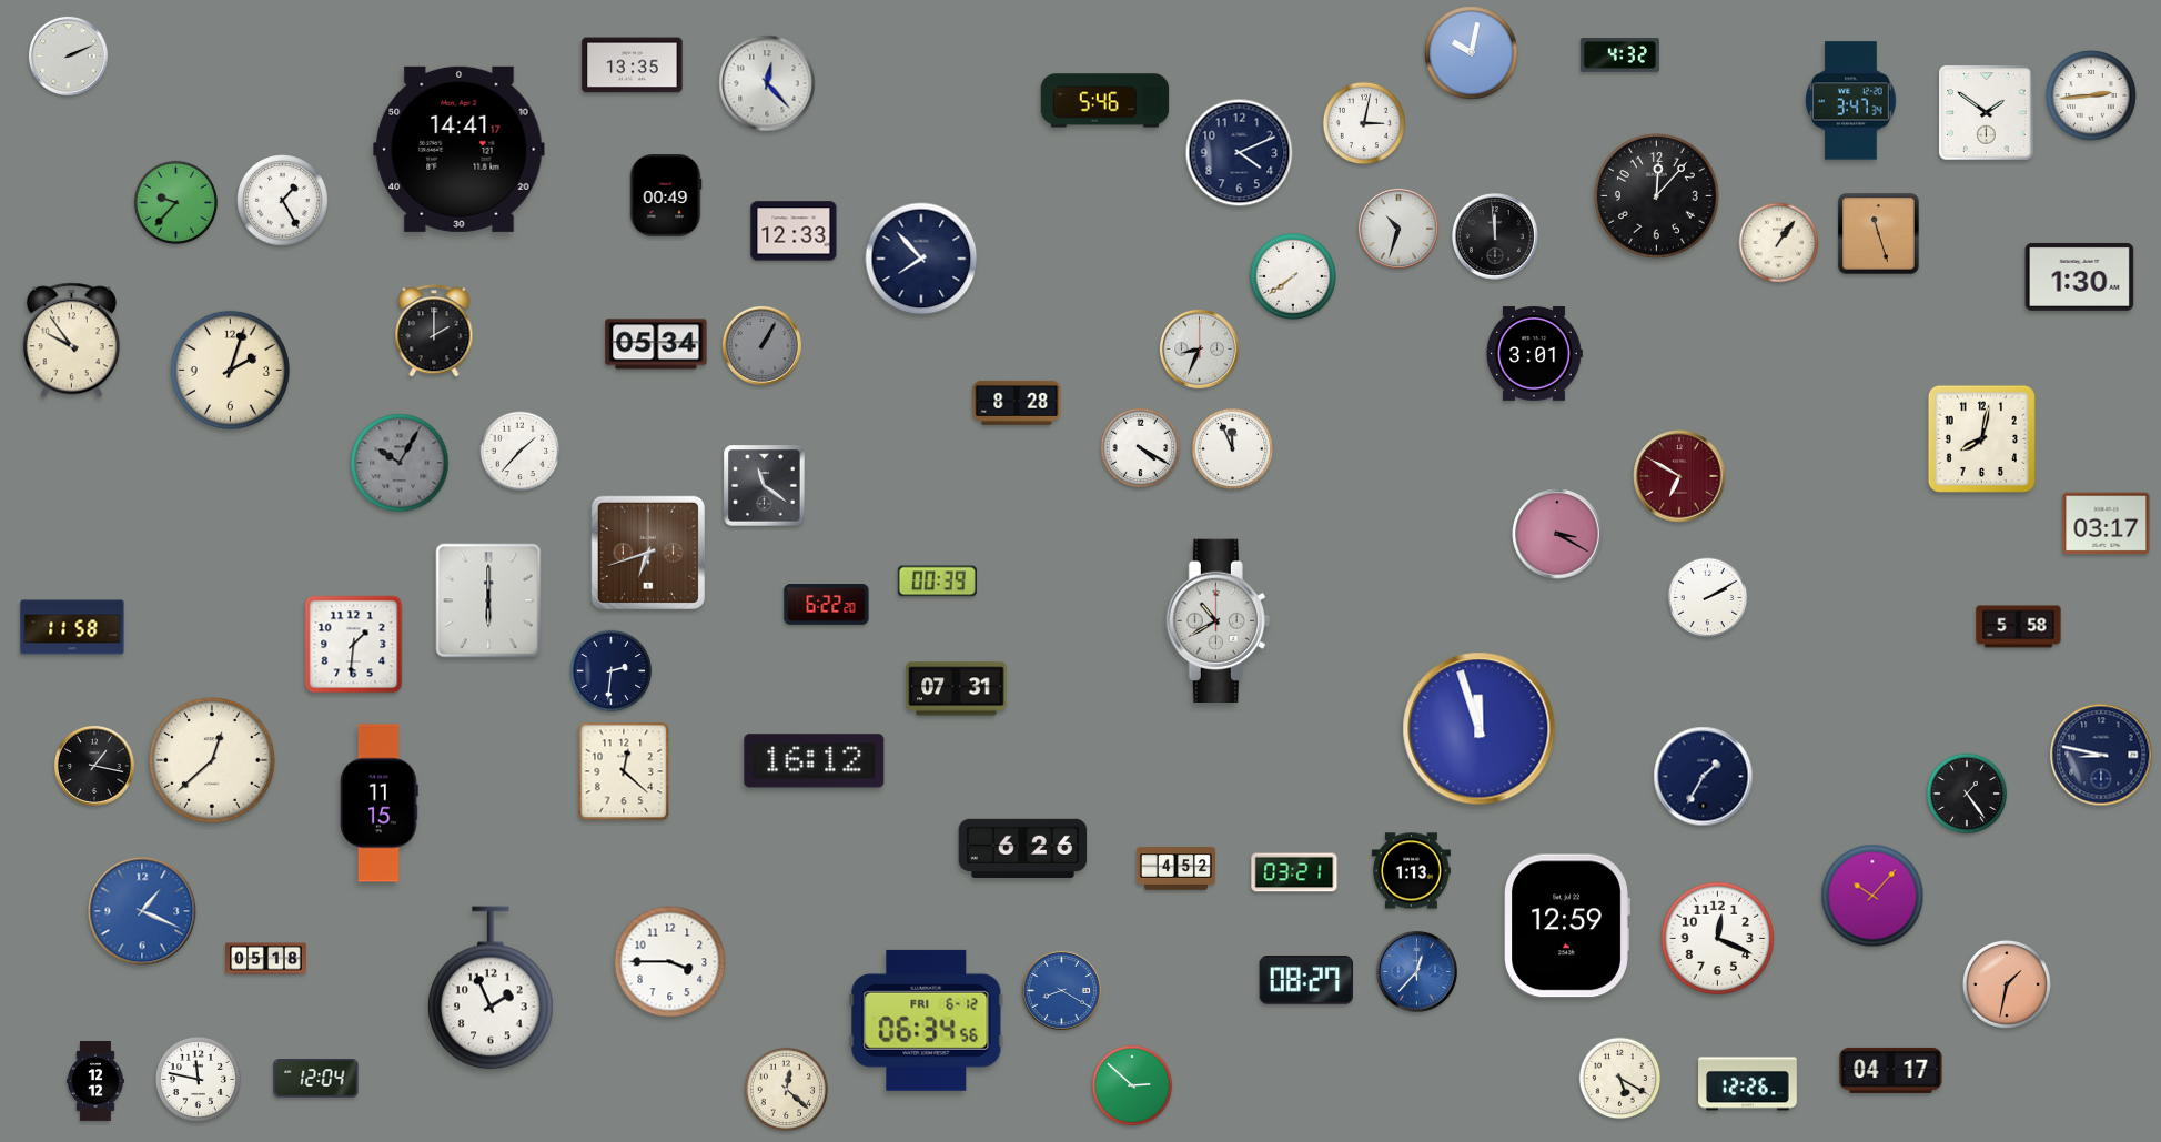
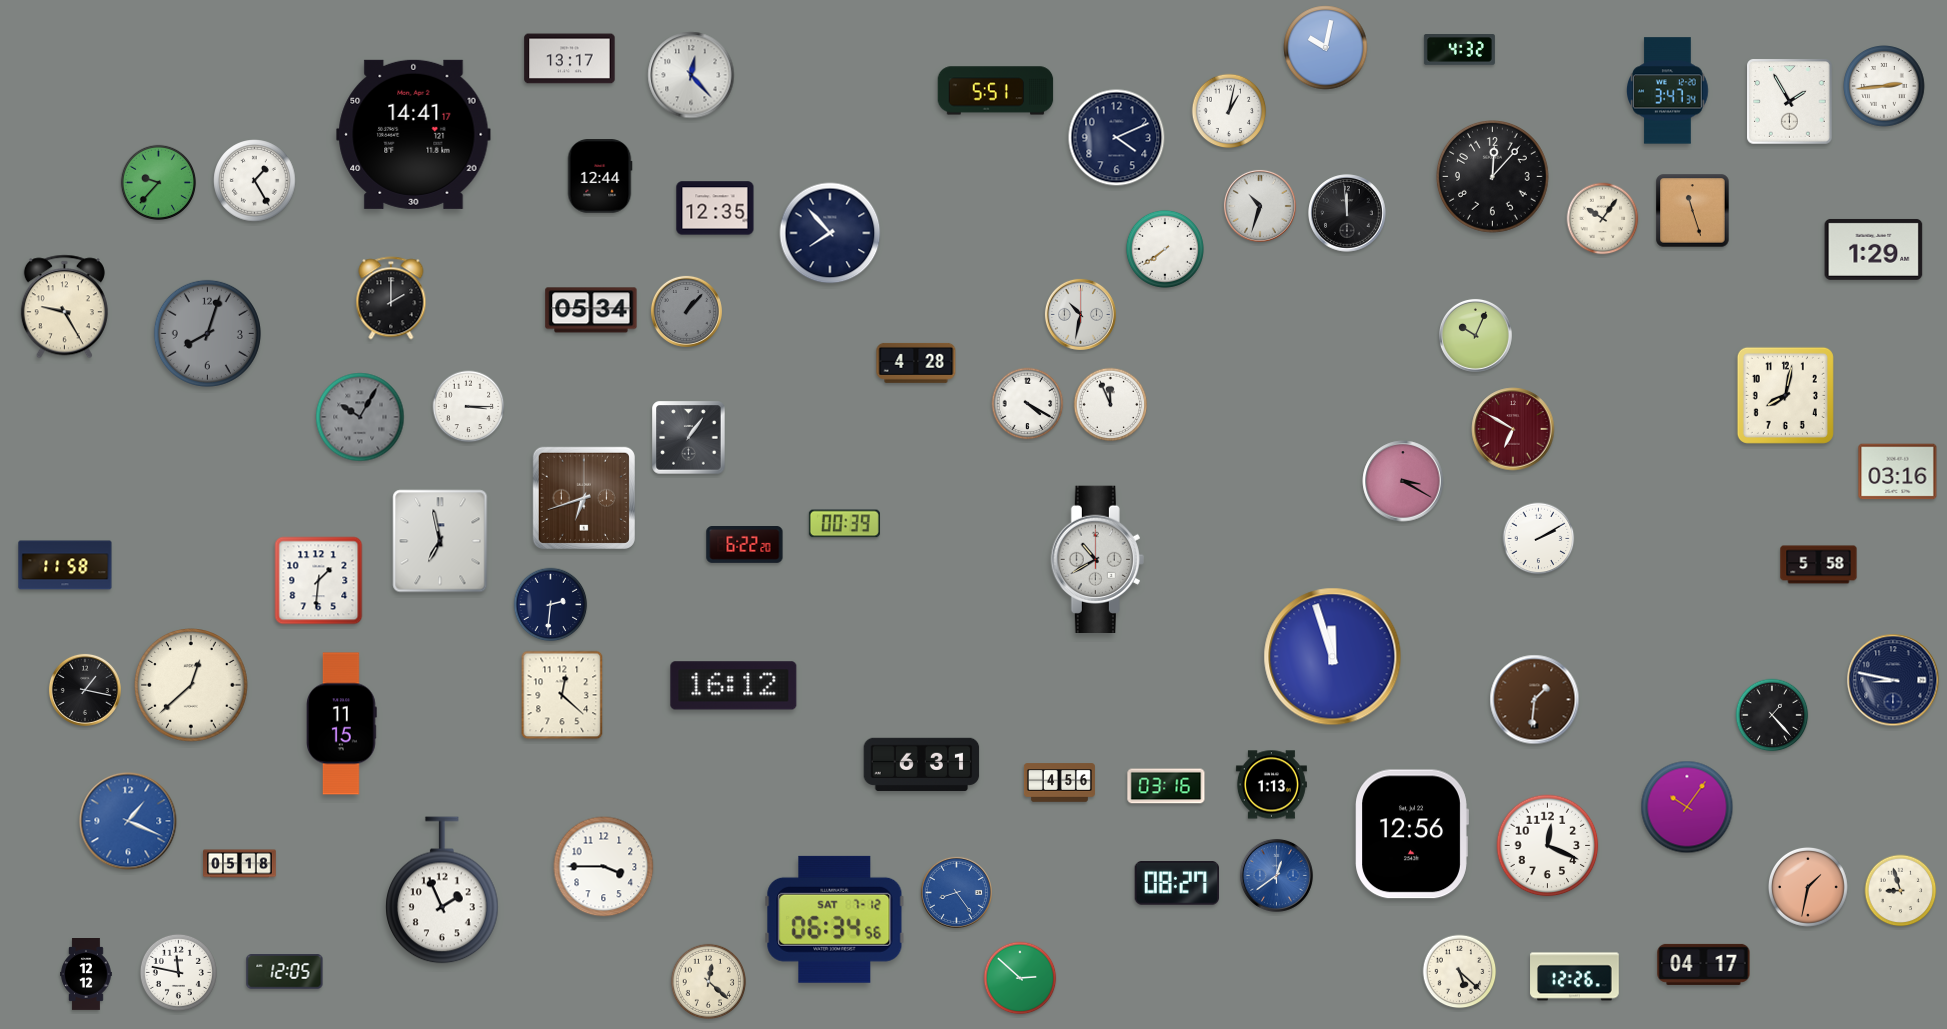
clock at (68, 55): 2:11 -> none
clock at (633, 65): 13:35 -> 13:17
clock at (1105, 101): 5:46 -> 5:51
clock at (1987, 113): 1:51 -> 1:55
clock at (1364, 123): 3:02 -> 1:02
clock at (666, 195): 00:49 -> 12:44
clock at (794, 231): 12:33 -> 12:35
clock at (1779, 243): 1:06 -> 10:06
clock at (2080, 276): 1:30 -> 1:29
clock at (71, 341): 9:54 -> 9:25
clock at (761, 345): 1:05 -> 1:07
clock at (1199, 348): 8:34 -> 10:32
clock at (1534, 354): 3:01 -> none
clock at (230, 370): 2:03 -> 8:03
clock at (230, 370) dial: cream -> grey
clock at (1475, 335): none -> 10:04
clock at (1017, 403): 8:28 -> 4:28
clock at (521, 452): 1:37 -> 3:15
clock at (765, 486): 11:21 -> 1:06
clock at (2107, 524): 03:17 -> 03:16
clock at (488, 600): 6:00 -> 6:58
clock at (957, 689): 07:31 -> none
clock at (1704, 777): 1:35 -> 1:31
clock at (1704, 777) dial: navy -> brown
clock at (1967, 794): 1:24 -> 1:23
clock at (1023, 848): 6:26 -> 6:31
clock at (1175, 869): 4:52 -> 4:56
clock at (1294, 872): 03:21 -> 03:16
clock at (1872, 896): 10:07 -> 10:06
clock at (1567, 926): 12:59 -> 12:56
clock at (1416, 971): 12:37 -> 12:39
clock at (1901, 891): none -> 8:57
clock at (1061, 990): 8:20 -> 8:24
clock at (927, 1020) date: FRI 6-12 -> SAT 7-12
clock at (316, 1079): 12:04 -> 12:05
clock at (1620, 1079): 5:20 -> 5:22
